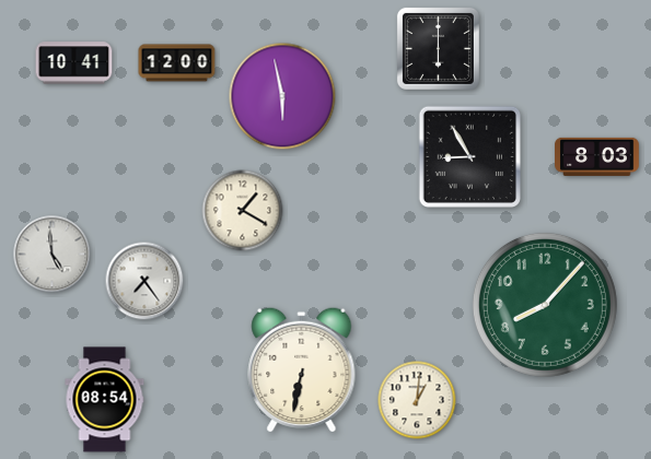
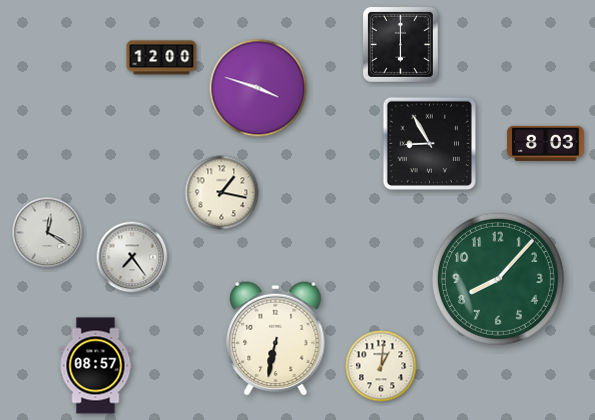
clock at (74, 63): 10:41 -> none
clock at (282, 96): 5:58 -> 3:48
clock at (243, 211): 1:20 -> 1:17
clock at (53, 255): 4:59 -> 12:20
clock at (105, 400): 08:54 -> 08:57
